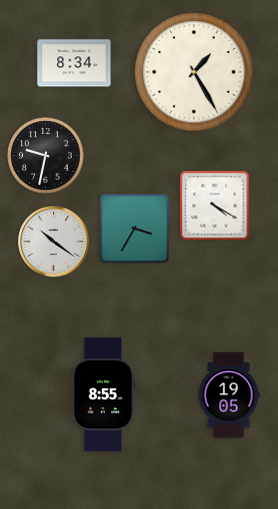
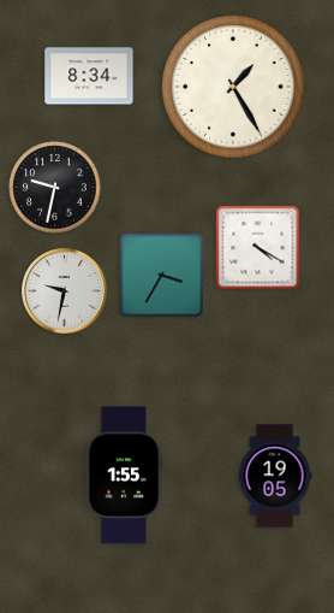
clock at (54, 242): 10:21 -> 9:32
clock at (104, 395): 8:55 -> 1:55
